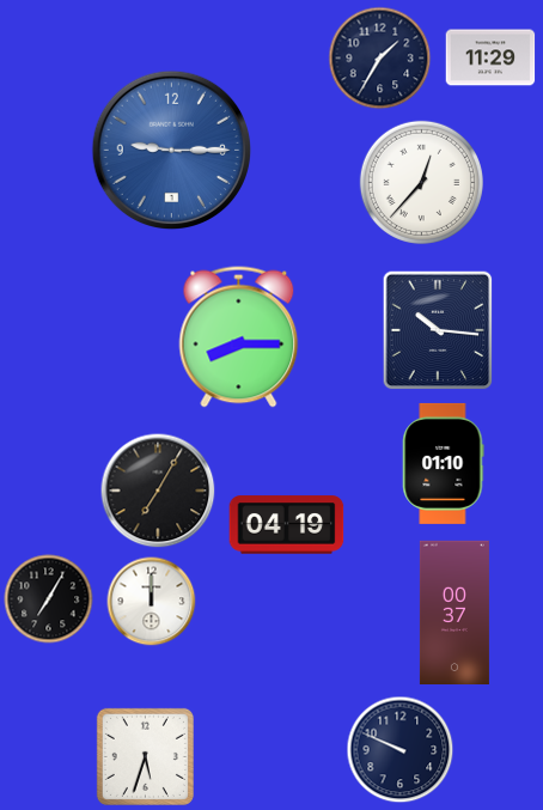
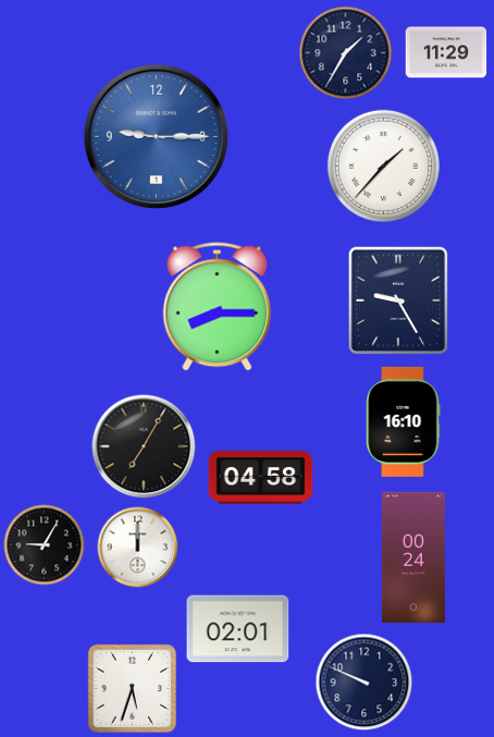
clock at (421, 182): 12:37 -> 1:37
clock at (438, 330): 10:16 -> 9:25
clock at (444, 463): 01:10 -> 16:10
clock at (287, 525): 04:19 -> 04:58
clock at (49, 599): 7:05 -> 9:05
clock at (454, 611): 00:37 -> 00:24
clock at (238, 629): none -> 02:01
